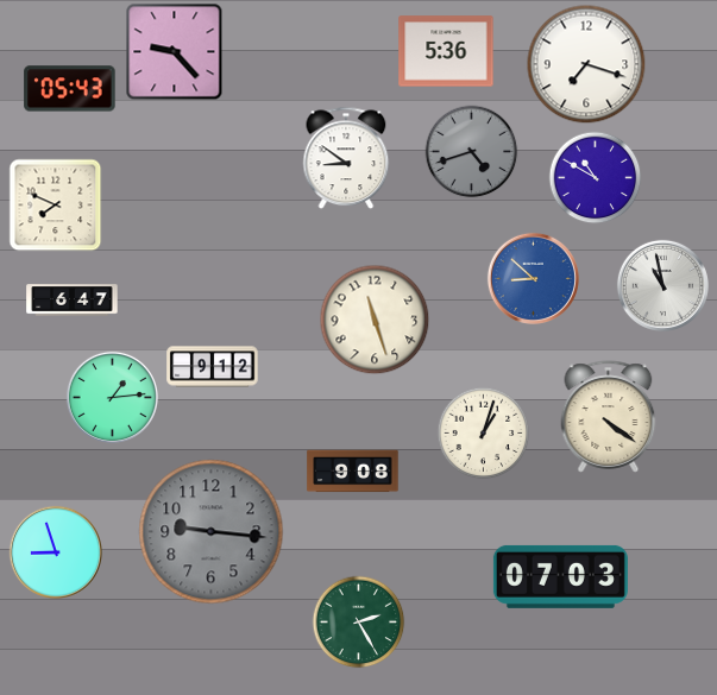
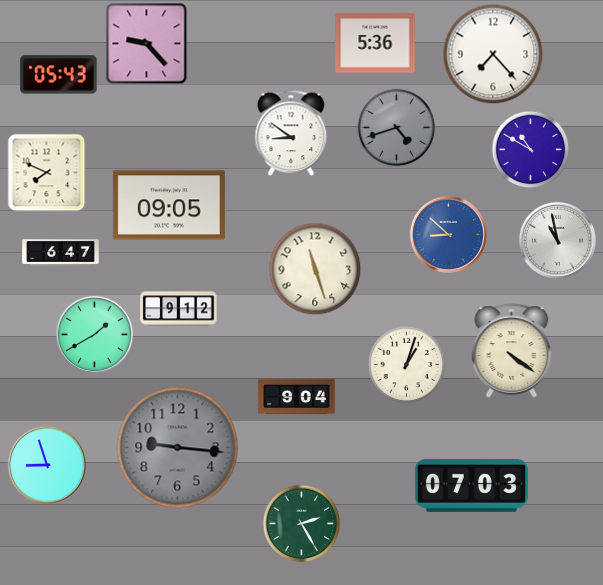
clock at (586, 64): 7:18 -> 7:23
clock at (595, 177) position: (595, 177) -> (530, 149)
clock at (169, 205): none -> 09:05
clock at (112, 397): 1:14 -> 1:40
clock at (353, 472): 9:08 -> 9:04
